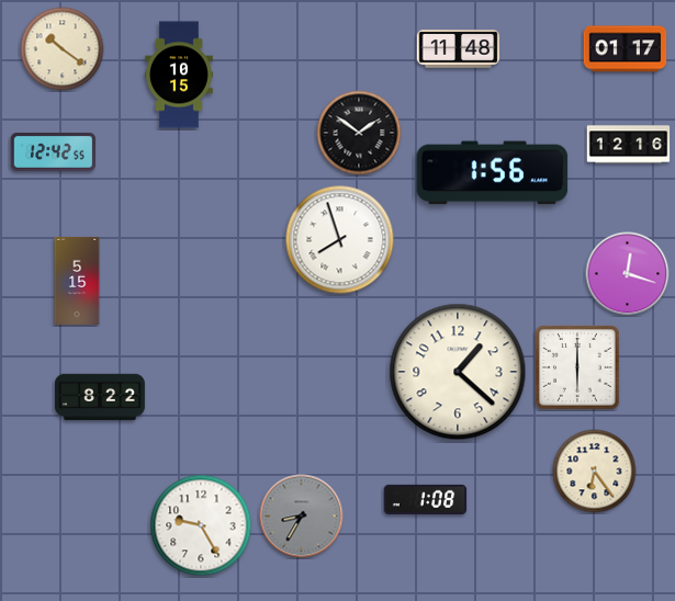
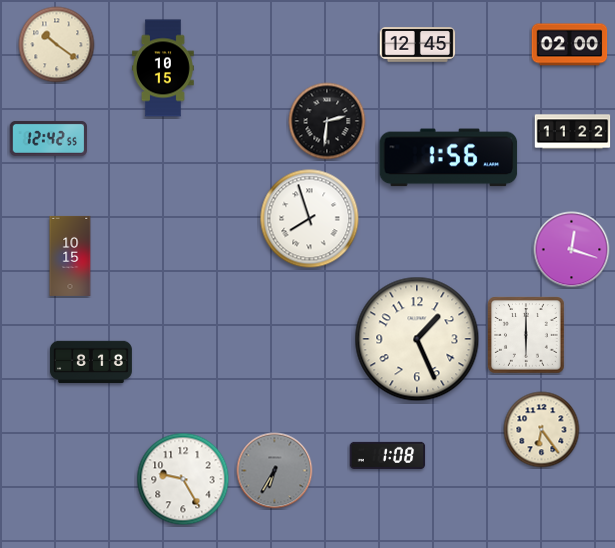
clock at (459, 49): 11:48 -> 12:45
clock at (626, 49): 01:17 -> 02:00
clock at (359, 133): 1:51 -> 2:31
clock at (629, 145): 12:16 -> 11:22
clock at (77, 281): 5:15 -> 10:15
clock at (458, 372): 1:22 -> 1:26
clock at (100, 397): 8:22 -> 8:18
clock at (302, 517): 8:35 -> 6:35
